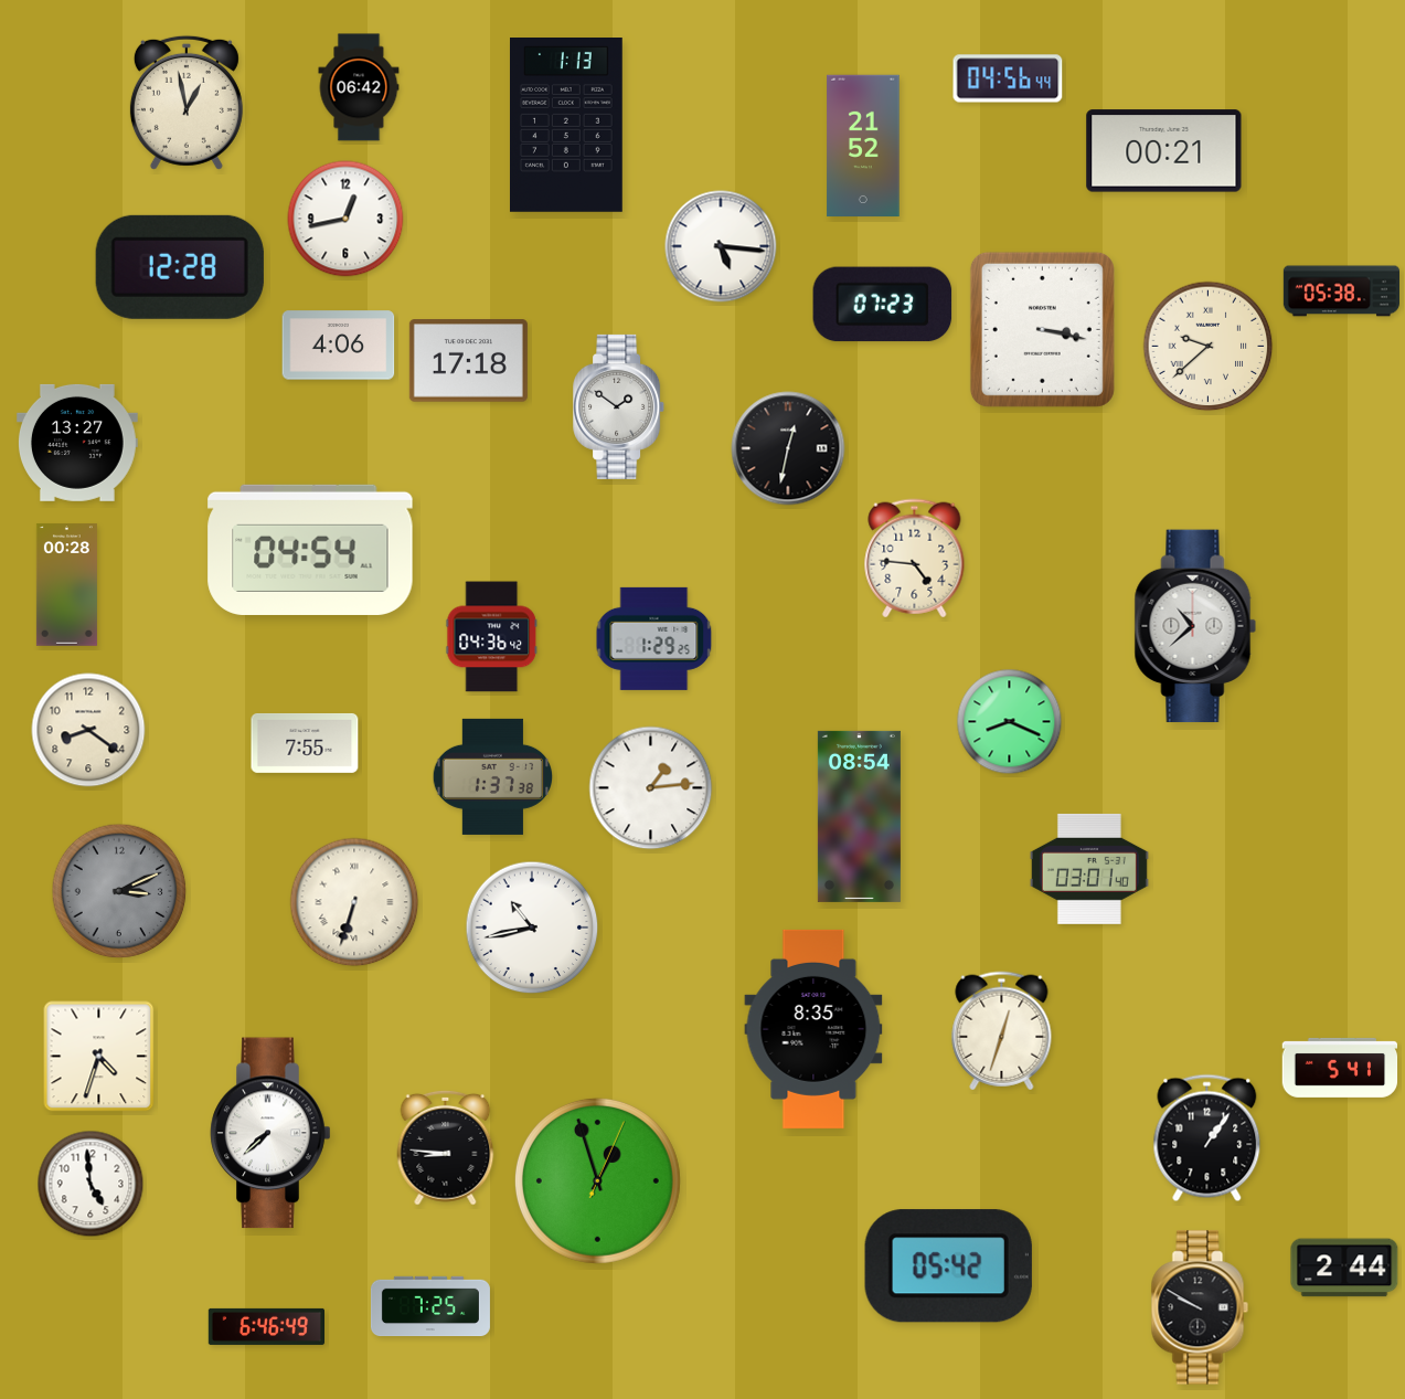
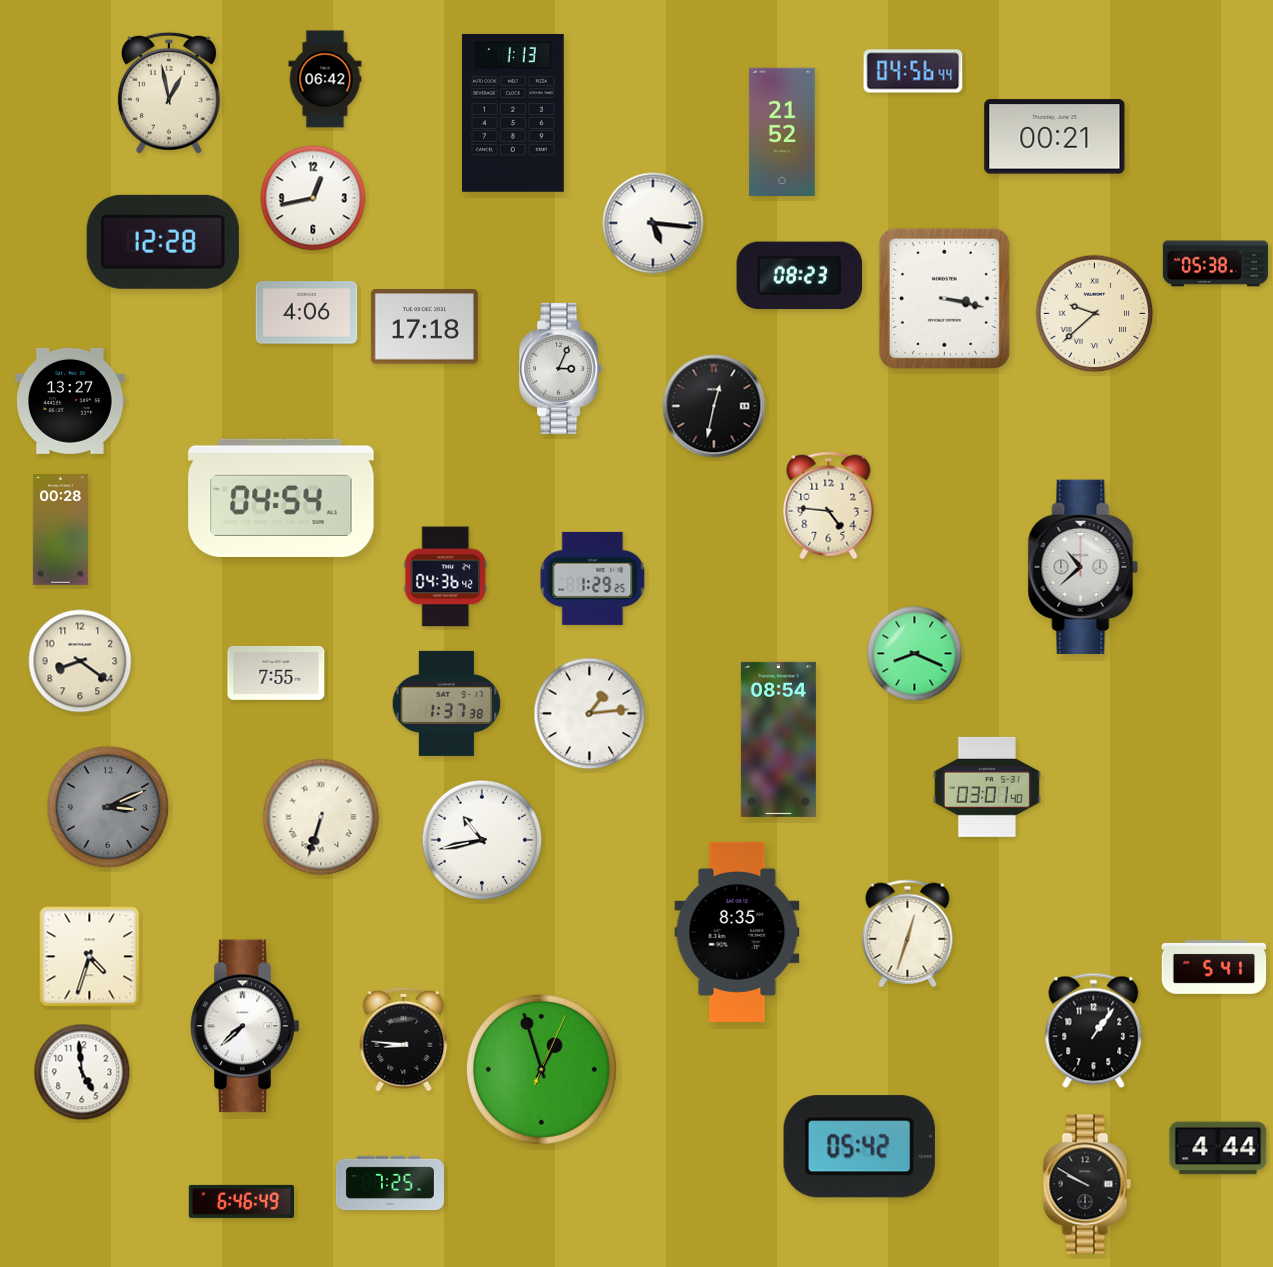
clock at (883, 305): 07:23 -> 08:23
clock at (619, 406): 1:51 -> 3:04
clock at (1344, 1268): 2:44 -> 4:44
